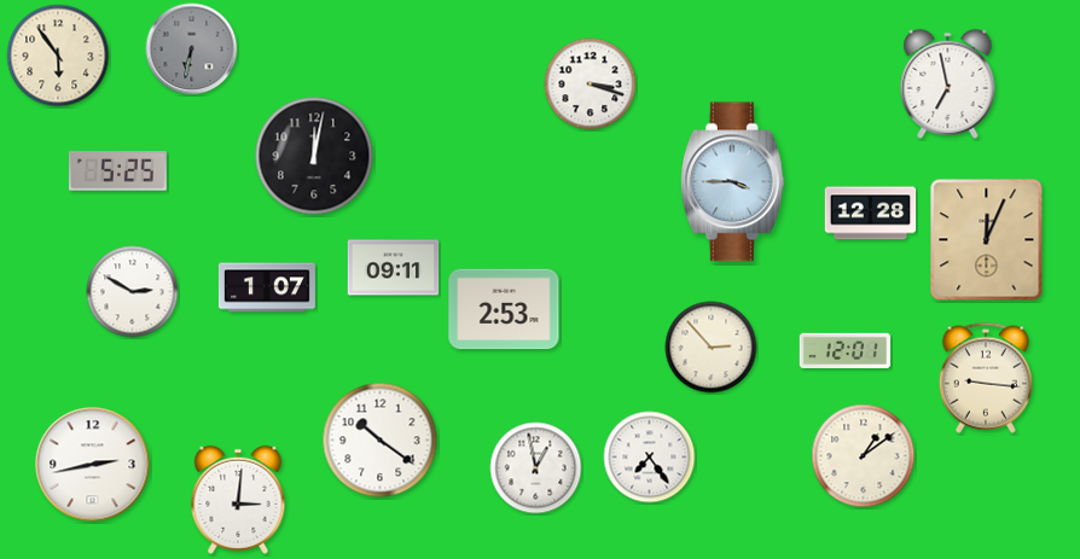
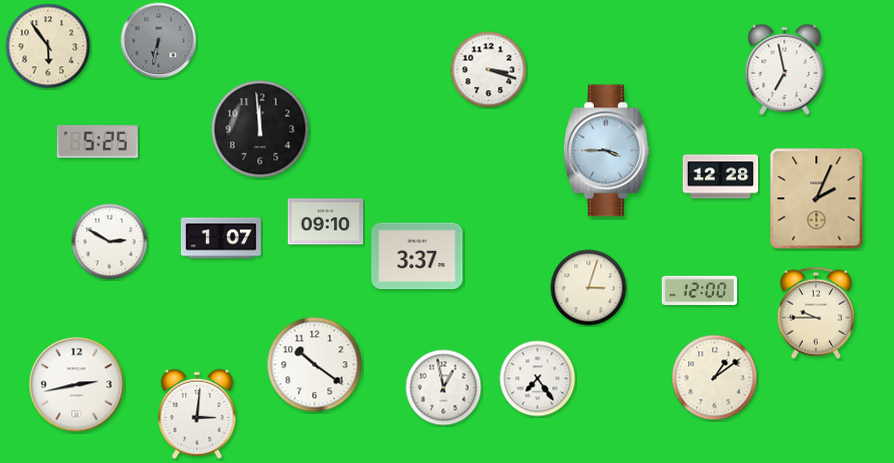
clock at (314, 156): 12:02 -> 11:59
clock at (987, 240): 12:04 -> 2:04
clock at (394, 268): 09:11 -> 09:10
clock at (504, 309): 2:53 -> 3:37
clock at (712, 348): 2:53 -> 3:03
clock at (846, 350): 12:01 -> 12:00
clock at (986, 378): 9:16 -> 9:45
